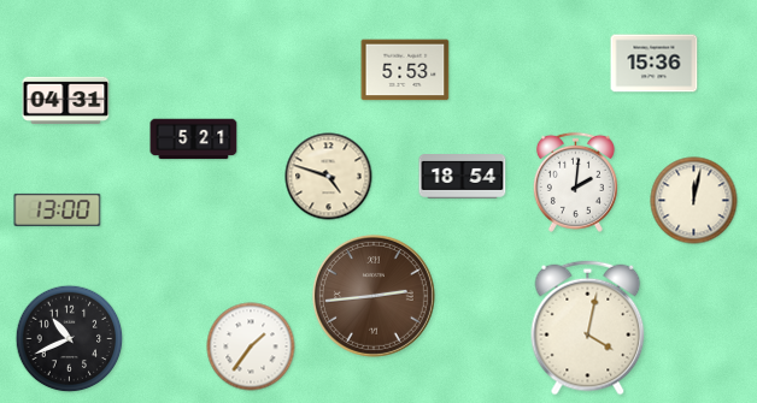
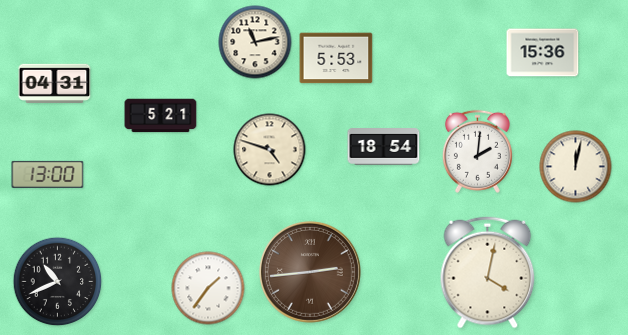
clock at (255, 42): none -> 11:13
clock at (329, 177) position: (329, 177) -> (270, 150)
clock at (374, 296) position: (374, 296) -> (310, 272)
